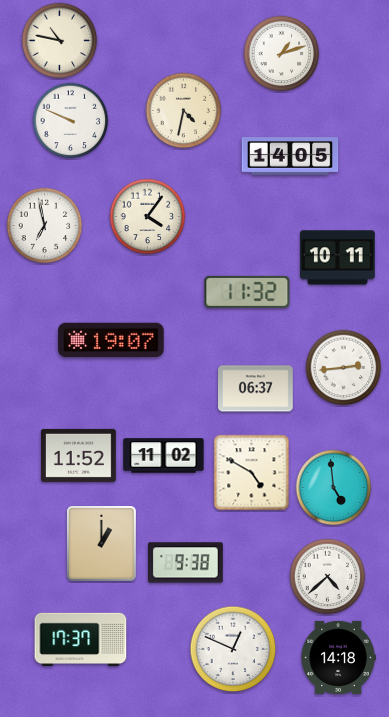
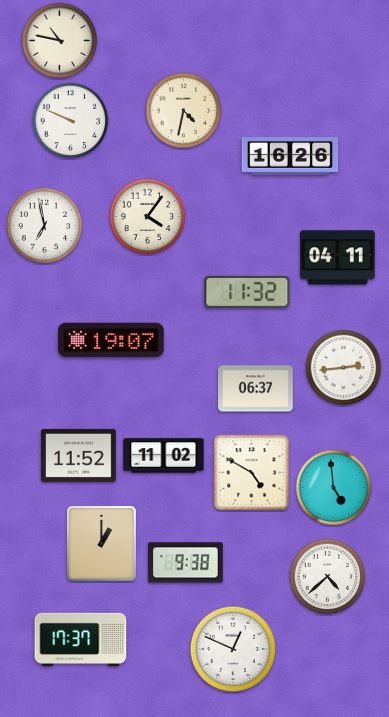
clock at (282, 54): 1:12 -> none
clock at (290, 156): 14:05 -> 16:26
clock at (338, 258): 10:11 -> 04:11
clock at (338, 657): 14:18 -> none
